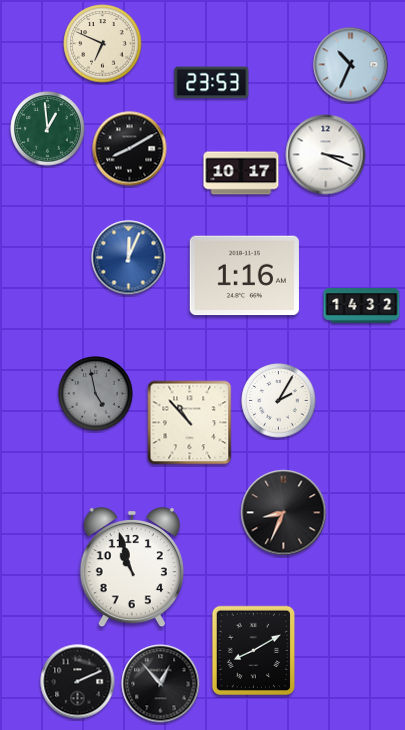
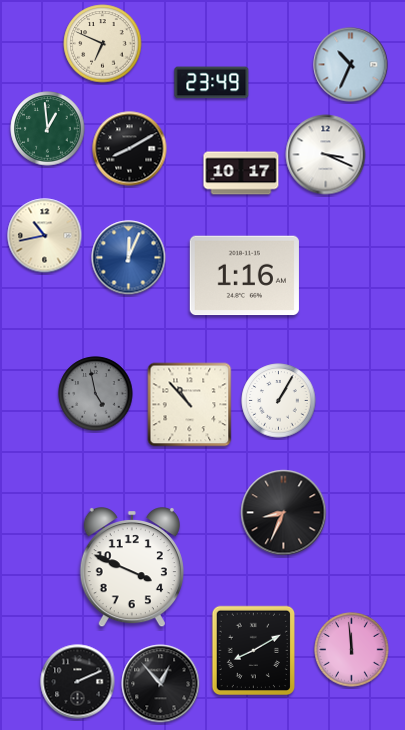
clock at (212, 83): 23:53 -> 23:49
clock at (45, 236): none -> 10:43
clock at (362, 306): 14:32 -> none
clock at (279, 401): 2:05 -> 1:05
clock at (190, 423) position: (190, 423) -> (190, 405)
clock at (132, 568): 10:57 -> 3:49
clock at (352, 650): none -> 11:59
